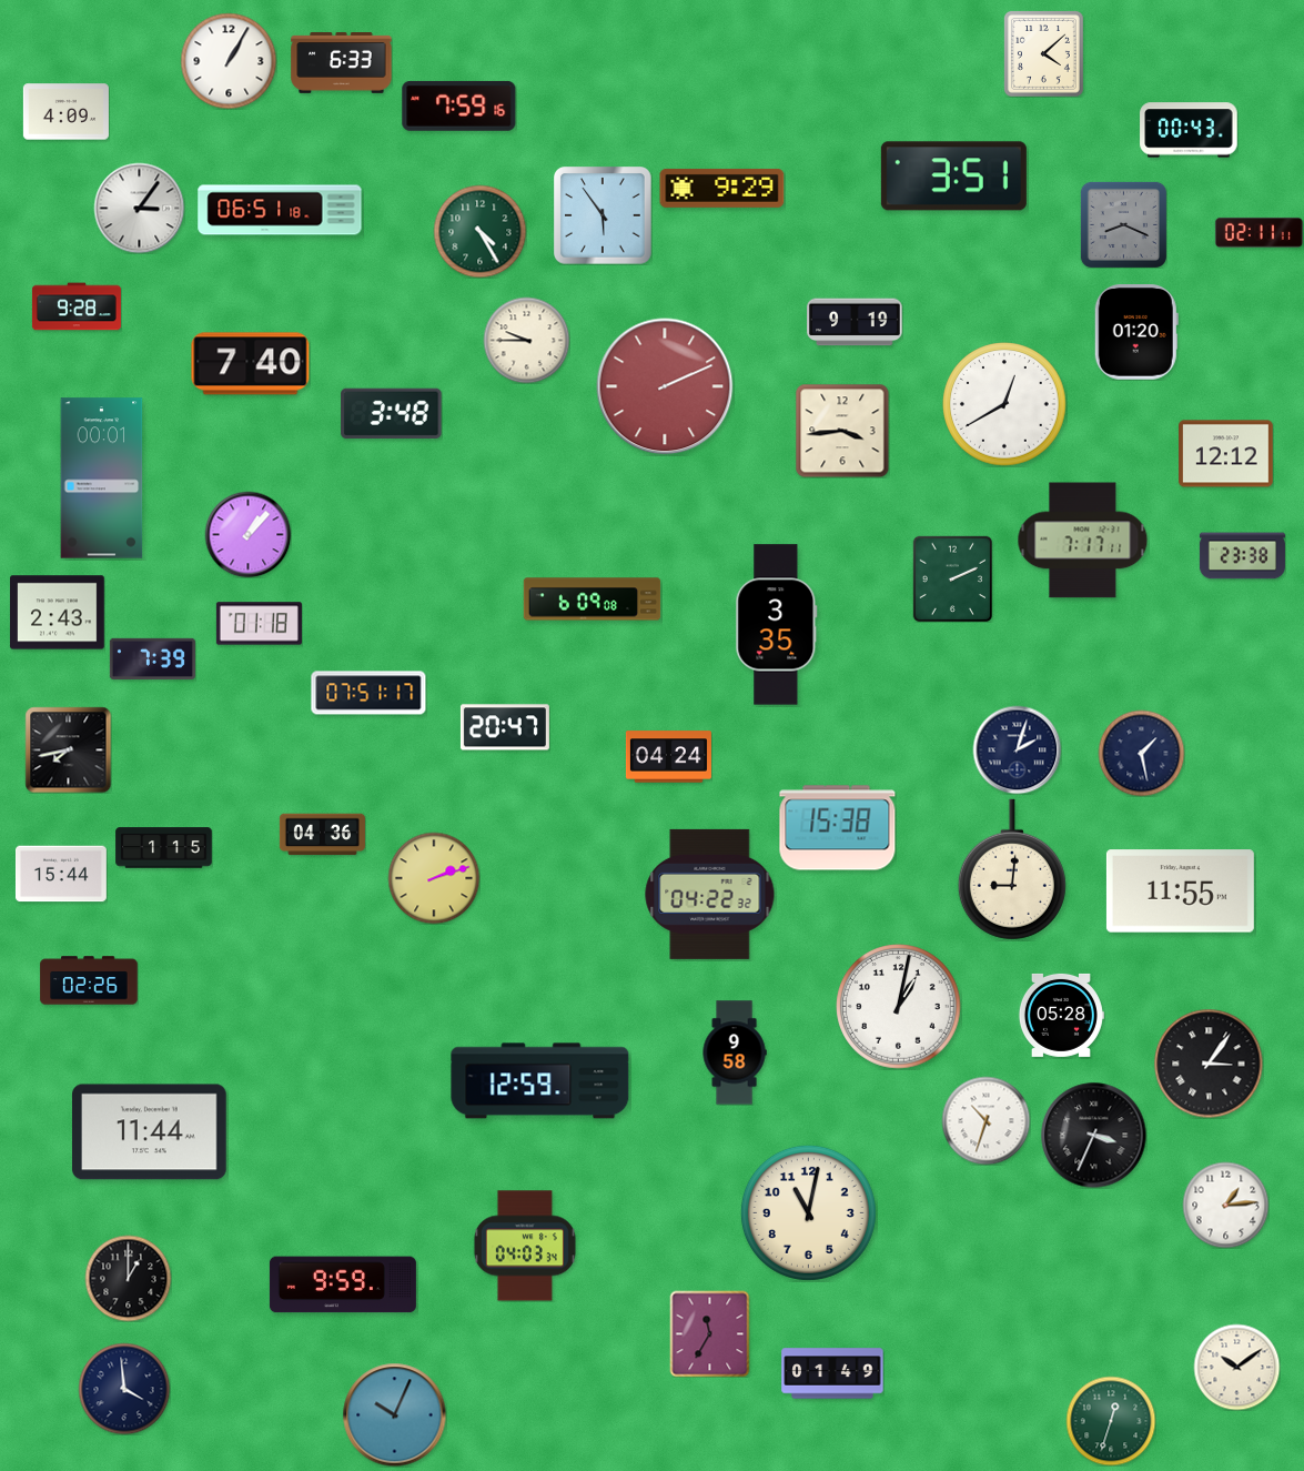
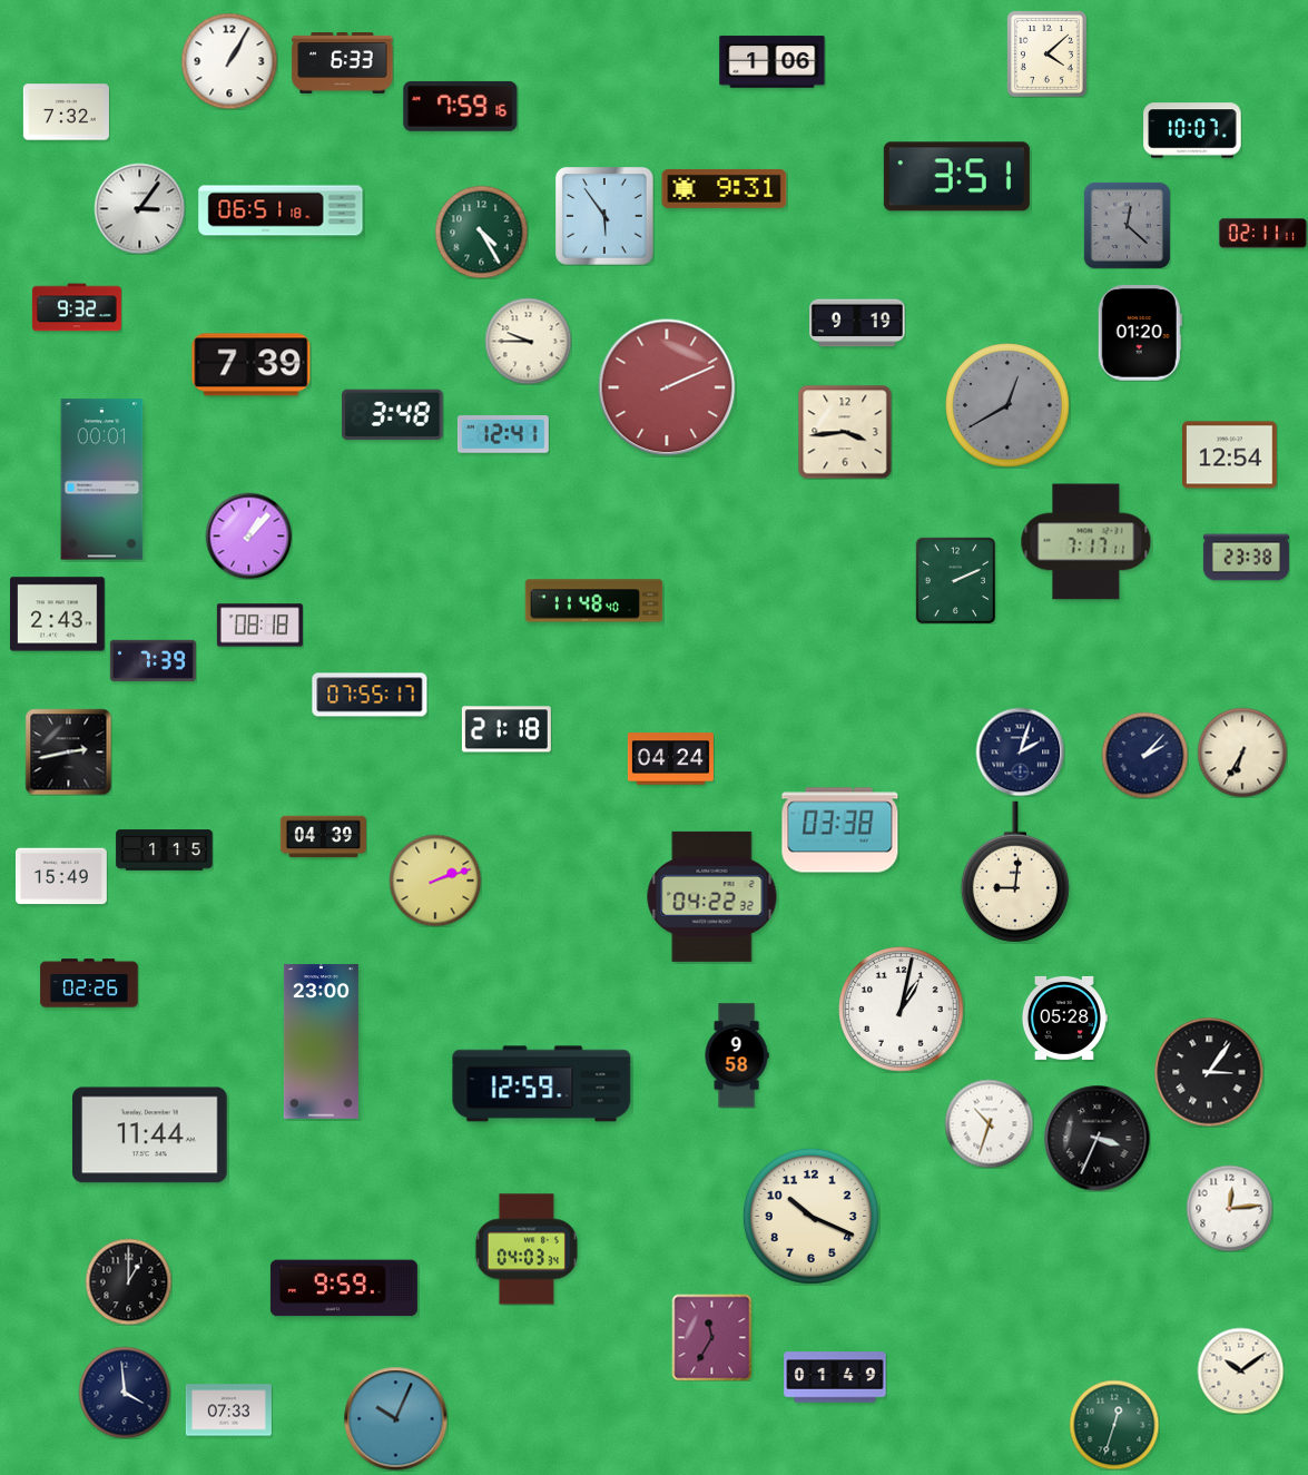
clock at (773, 62): none -> 1:06
clock at (65, 112): 4:09 -> 7:32
clock at (1189, 130): 00:43 -> 10:07
clock at (722, 188): 9:29 -> 9:31
clock at (1123, 224): 8:19 -> 12:22
clock at (77, 306): 9:28 -> 9:32
clock at (251, 364): 7:40 -> 7:39
clock at (1004, 404) dial: white -> grey
clock at (503, 434): none -> 12:41
clock at (1226, 454): 12:12 -> 12:54
clock at (593, 600): 6:09 -> 11:48
clock at (259, 624): 01:18 -> 08:18
clock at (777, 625): 3:35 -> none
clock at (368, 693): 07:51 -> 07:55
clock at (505, 727): 20:47 -> 21:18
clock at (68, 749): 7:43 -> 2:43
clock at (1242, 753): none -> 6:35
clock at (1141, 753): 1:28 -> 2:07
clock at (838, 828): 15:38 -> 03:38
clock at (322, 835): 04:36 -> 04:39
clock at (61, 874): 15:44 -> 15:49
clock at (1180, 891): 11:55 -> none
clock at (321, 1042): none -> 23:00
clock at (1209, 1064) position: (1209, 1064) -> (1209, 1072)
clock at (1225, 1205): 1:14 -> 12:14
clock at (808, 1212): 11:02 -> 10:19
clock at (228, 1410): none -> 07:33
